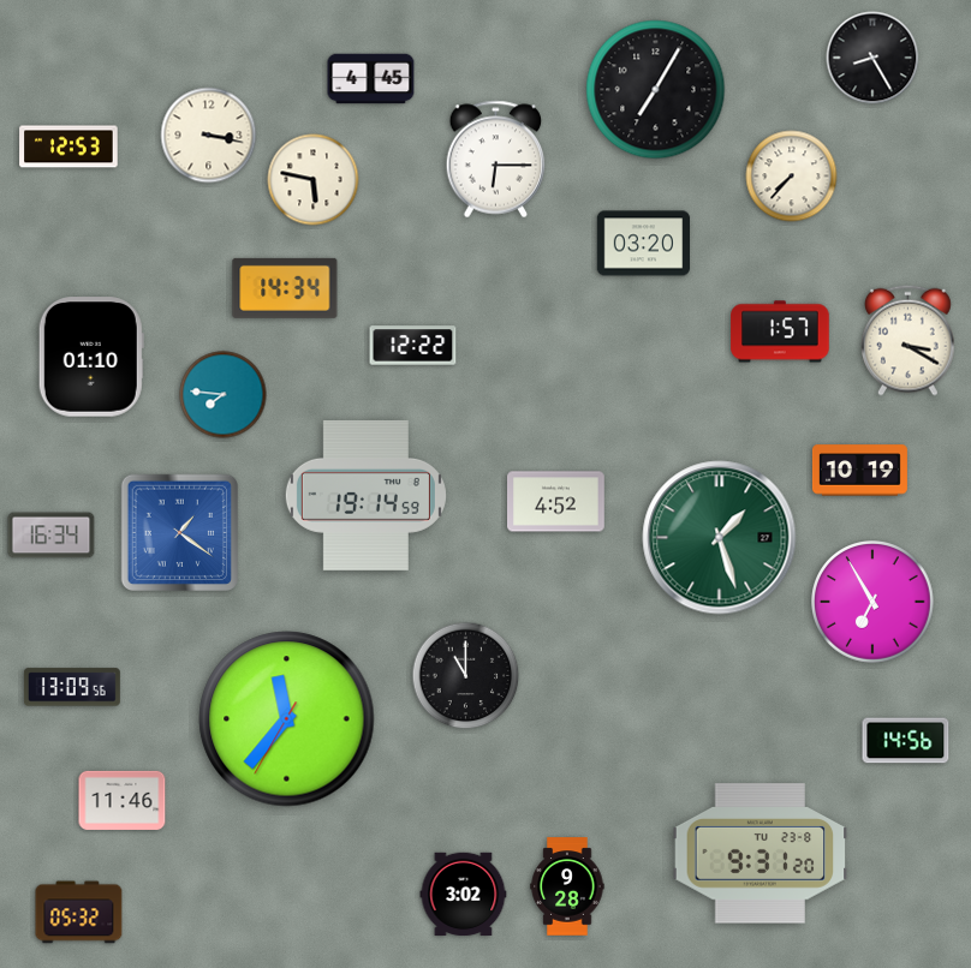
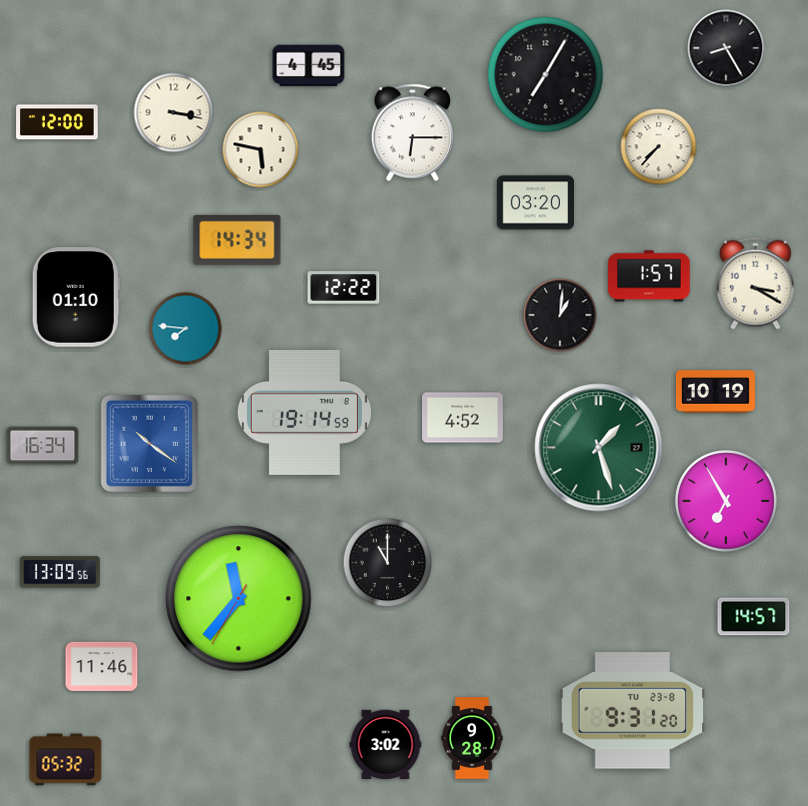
clock at (68, 147): 12:53 -> 12:00
clock at (560, 315): none -> 1:01
clock at (179, 532): 1:21 -> 10:21
clock at (906, 741): 14:56 -> 14:57
